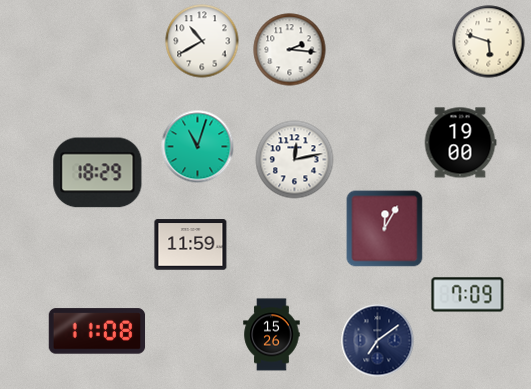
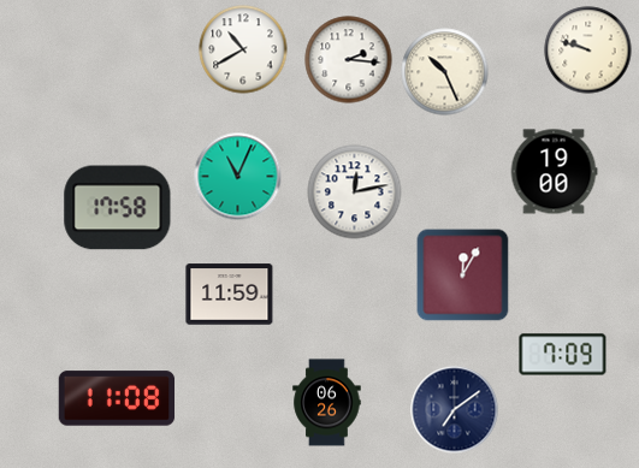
clock at (489, 42): 5:48 -> 9:48
clock at (445, 72): none -> 10:26
clock at (198, 147): 11:03 -> 11:04
clock at (98, 173): 18:29 -> 17:58
clock at (272, 335): 15:26 -> 06:26
